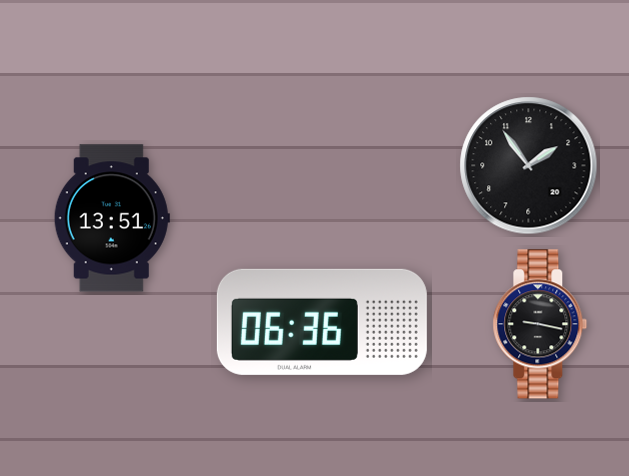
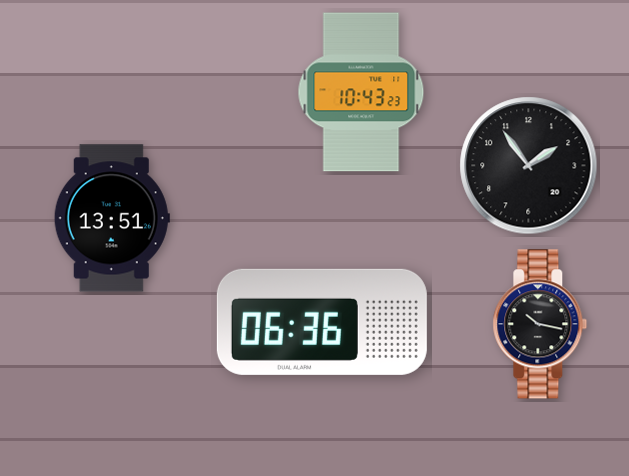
clock at (361, 92): none -> 10:43
clock at (540, 324): 9:17 -> 10:17
